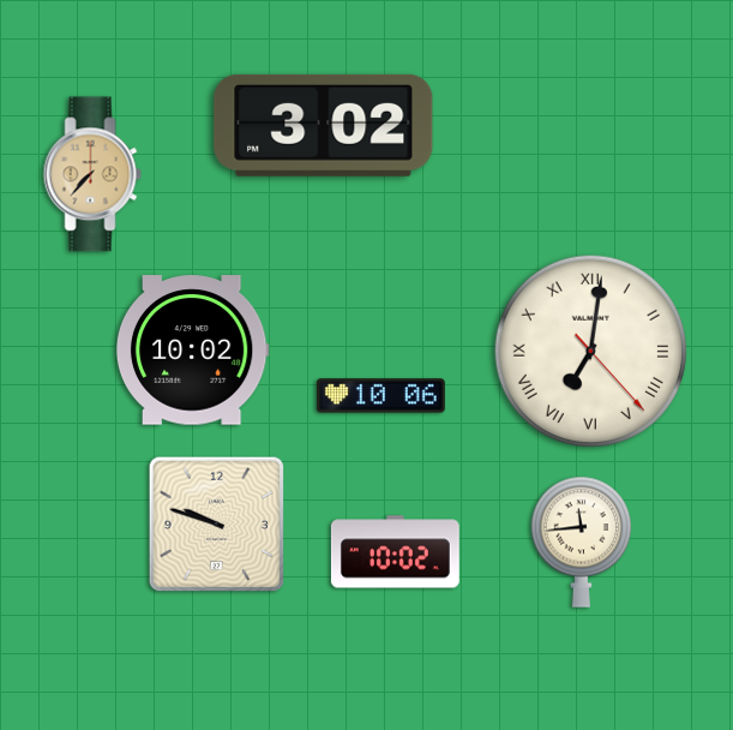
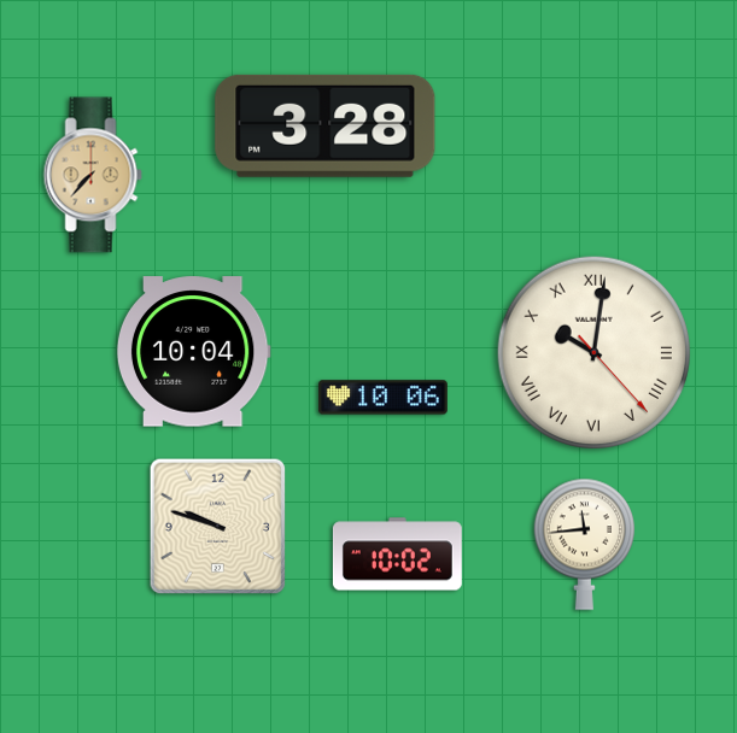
clock at (324, 125): 3:02 -> 3:28
clock at (192, 351): 10:02 -> 10:04
clock at (590, 351): 7:01 -> 10:01
